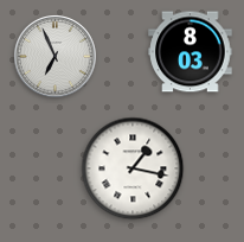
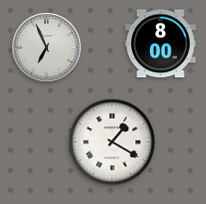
clock at (191, 52): 8:03 -> 8:00
clock at (133, 168): 1:17 -> 1:20
